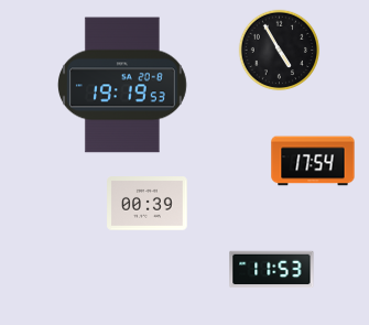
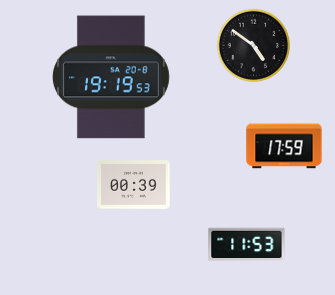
clock at (280, 51): 4:55 -> 4:51
clock at (313, 161): 17:54 -> 17:59
